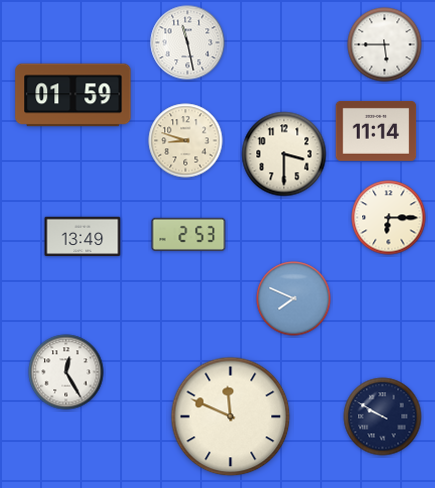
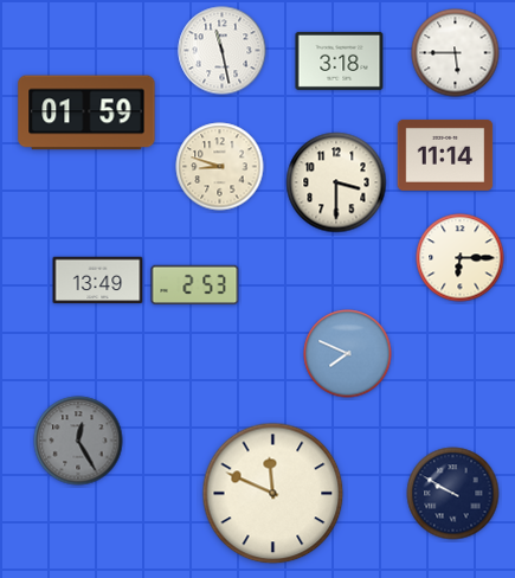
clock at (340, 60): none -> 3:18
clock at (189, 234) position: (189, 234) -> (195, 284)
clock at (66, 372) dial: white -> grey
